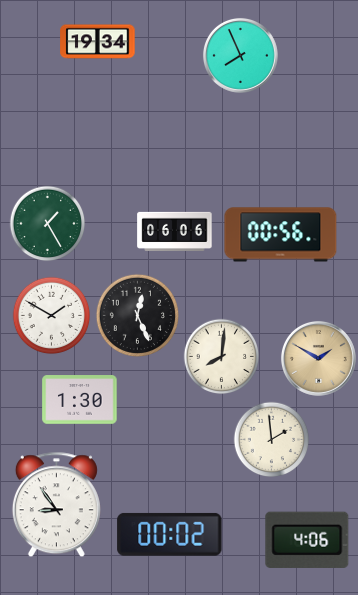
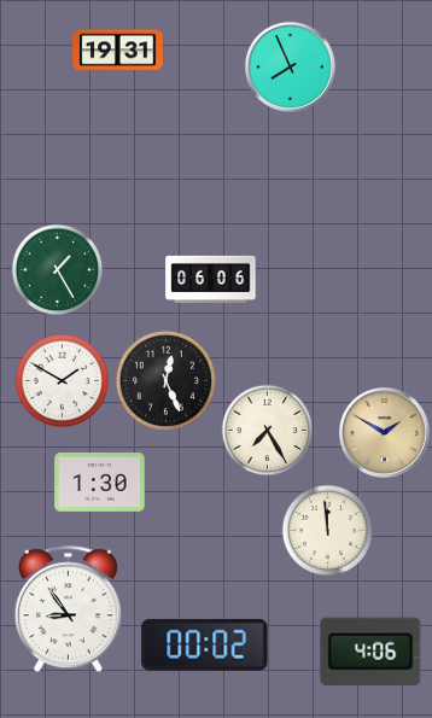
clock at (98, 42): 19:34 -> 19:31
clock at (281, 235): 00:56 -> none
clock at (222, 357): 8:01 -> 7:25
clock at (80, 400) position: (80, 400) -> (100, 483)
clock at (272, 440): 1:59 -> 11:59
